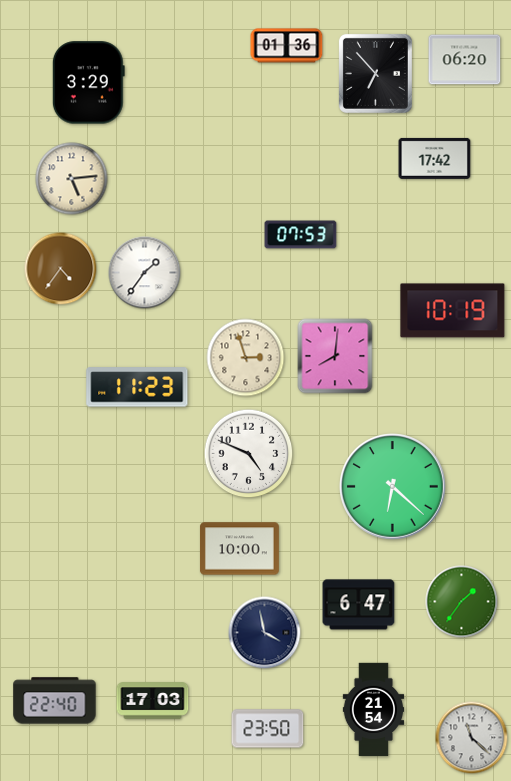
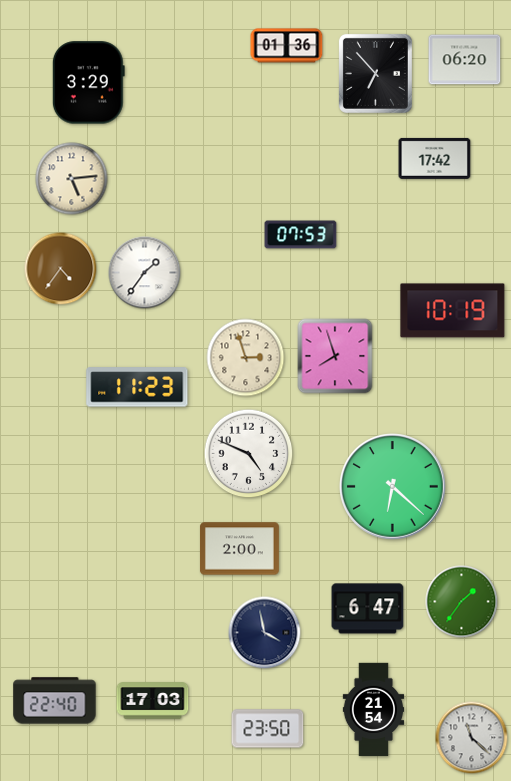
clock at (335, 356): 8:01 -> 7:57
clock at (239, 549): 10:00 -> 2:00
clock at (359, 605) position: (359, 605) -> (368, 609)
